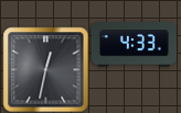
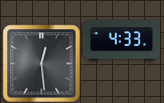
clock at (45, 69): 12:32 -> 12:29
